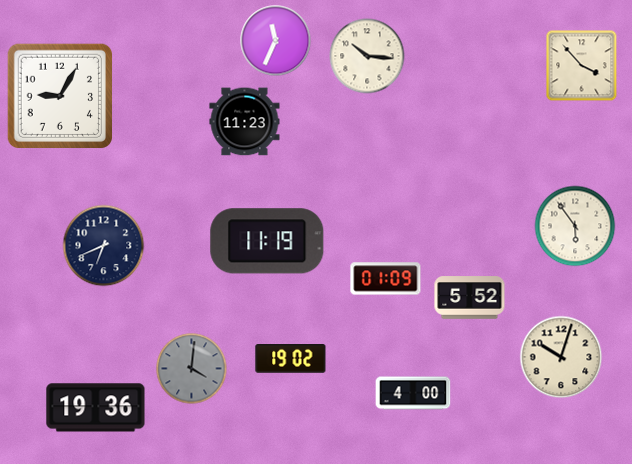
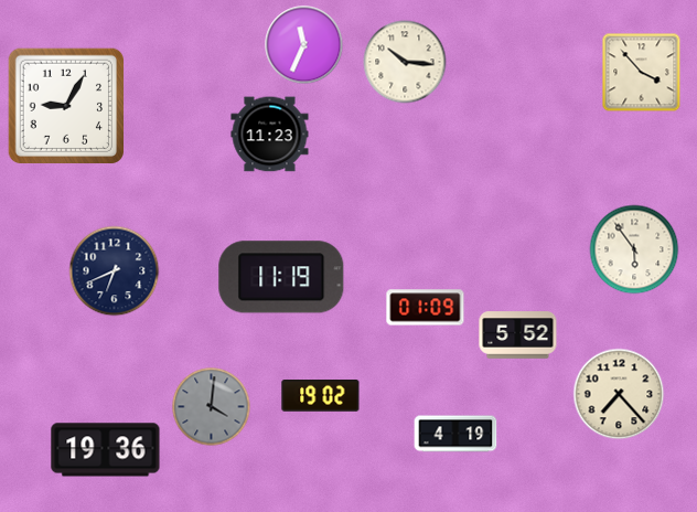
clock at (267, 241) position: (267, 241) -> (281, 277)
clock at (470, 298) position: (470, 298) -> (518, 335)
clock at (561, 357): 10:03 -> 7:23
clock at (413, 393): 4:00 -> 4:19
